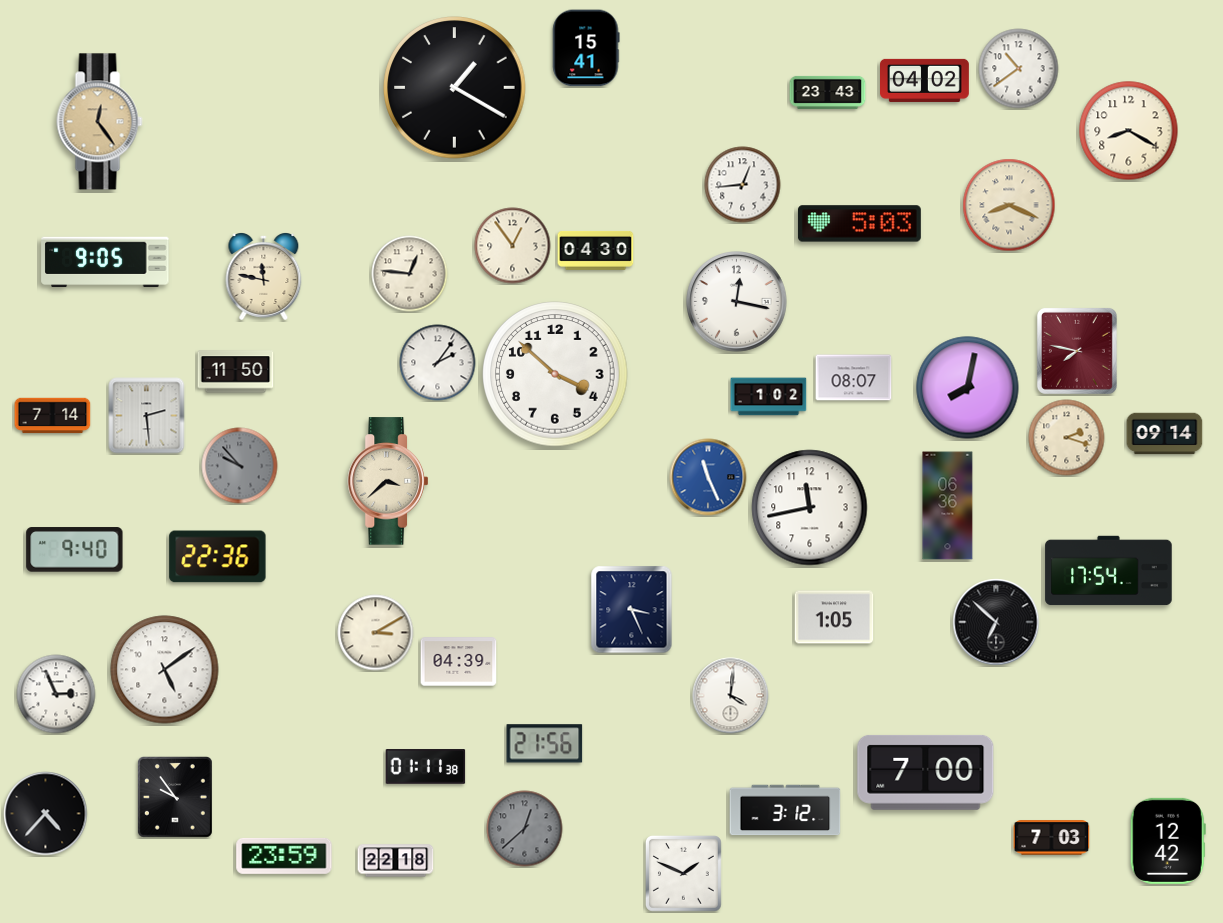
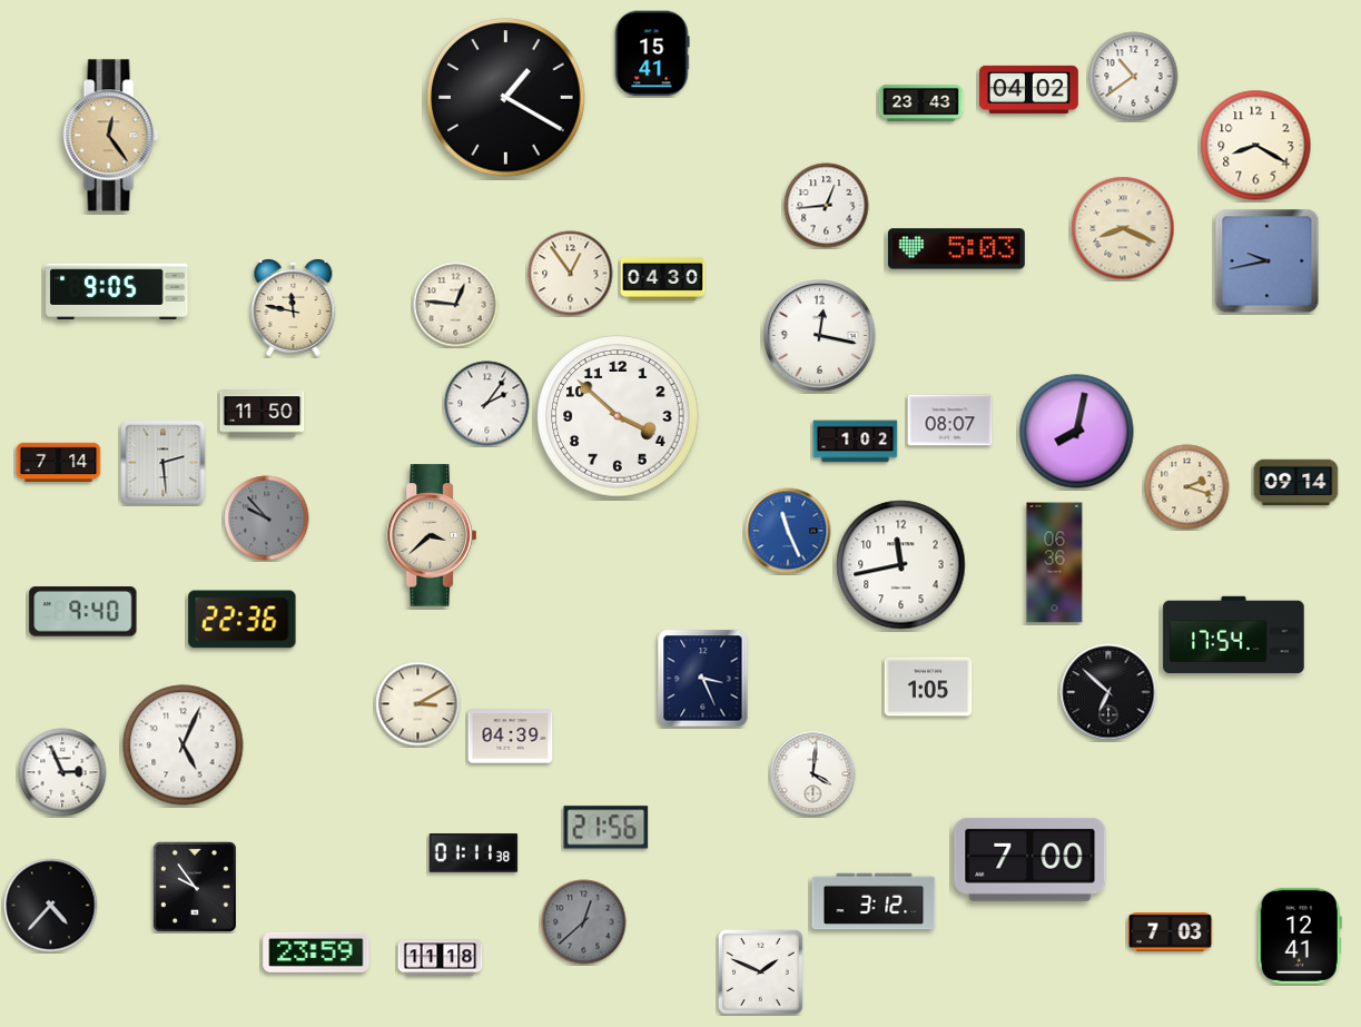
clock at (1268, 261): none -> 9:43
clock at (1077, 351): 7:47 -> none
clock at (165, 670): 5:09 -> 5:04
clock at (1168, 841): 12:42 -> 12:41
clock at (396, 861): 22:18 -> 11:18
